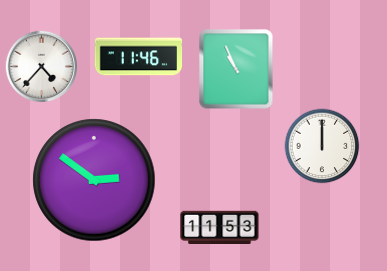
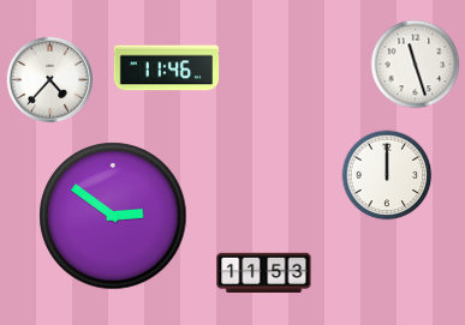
clock at (416, 65): none -> 11:27
clock at (236, 69): 10:56 -> none
